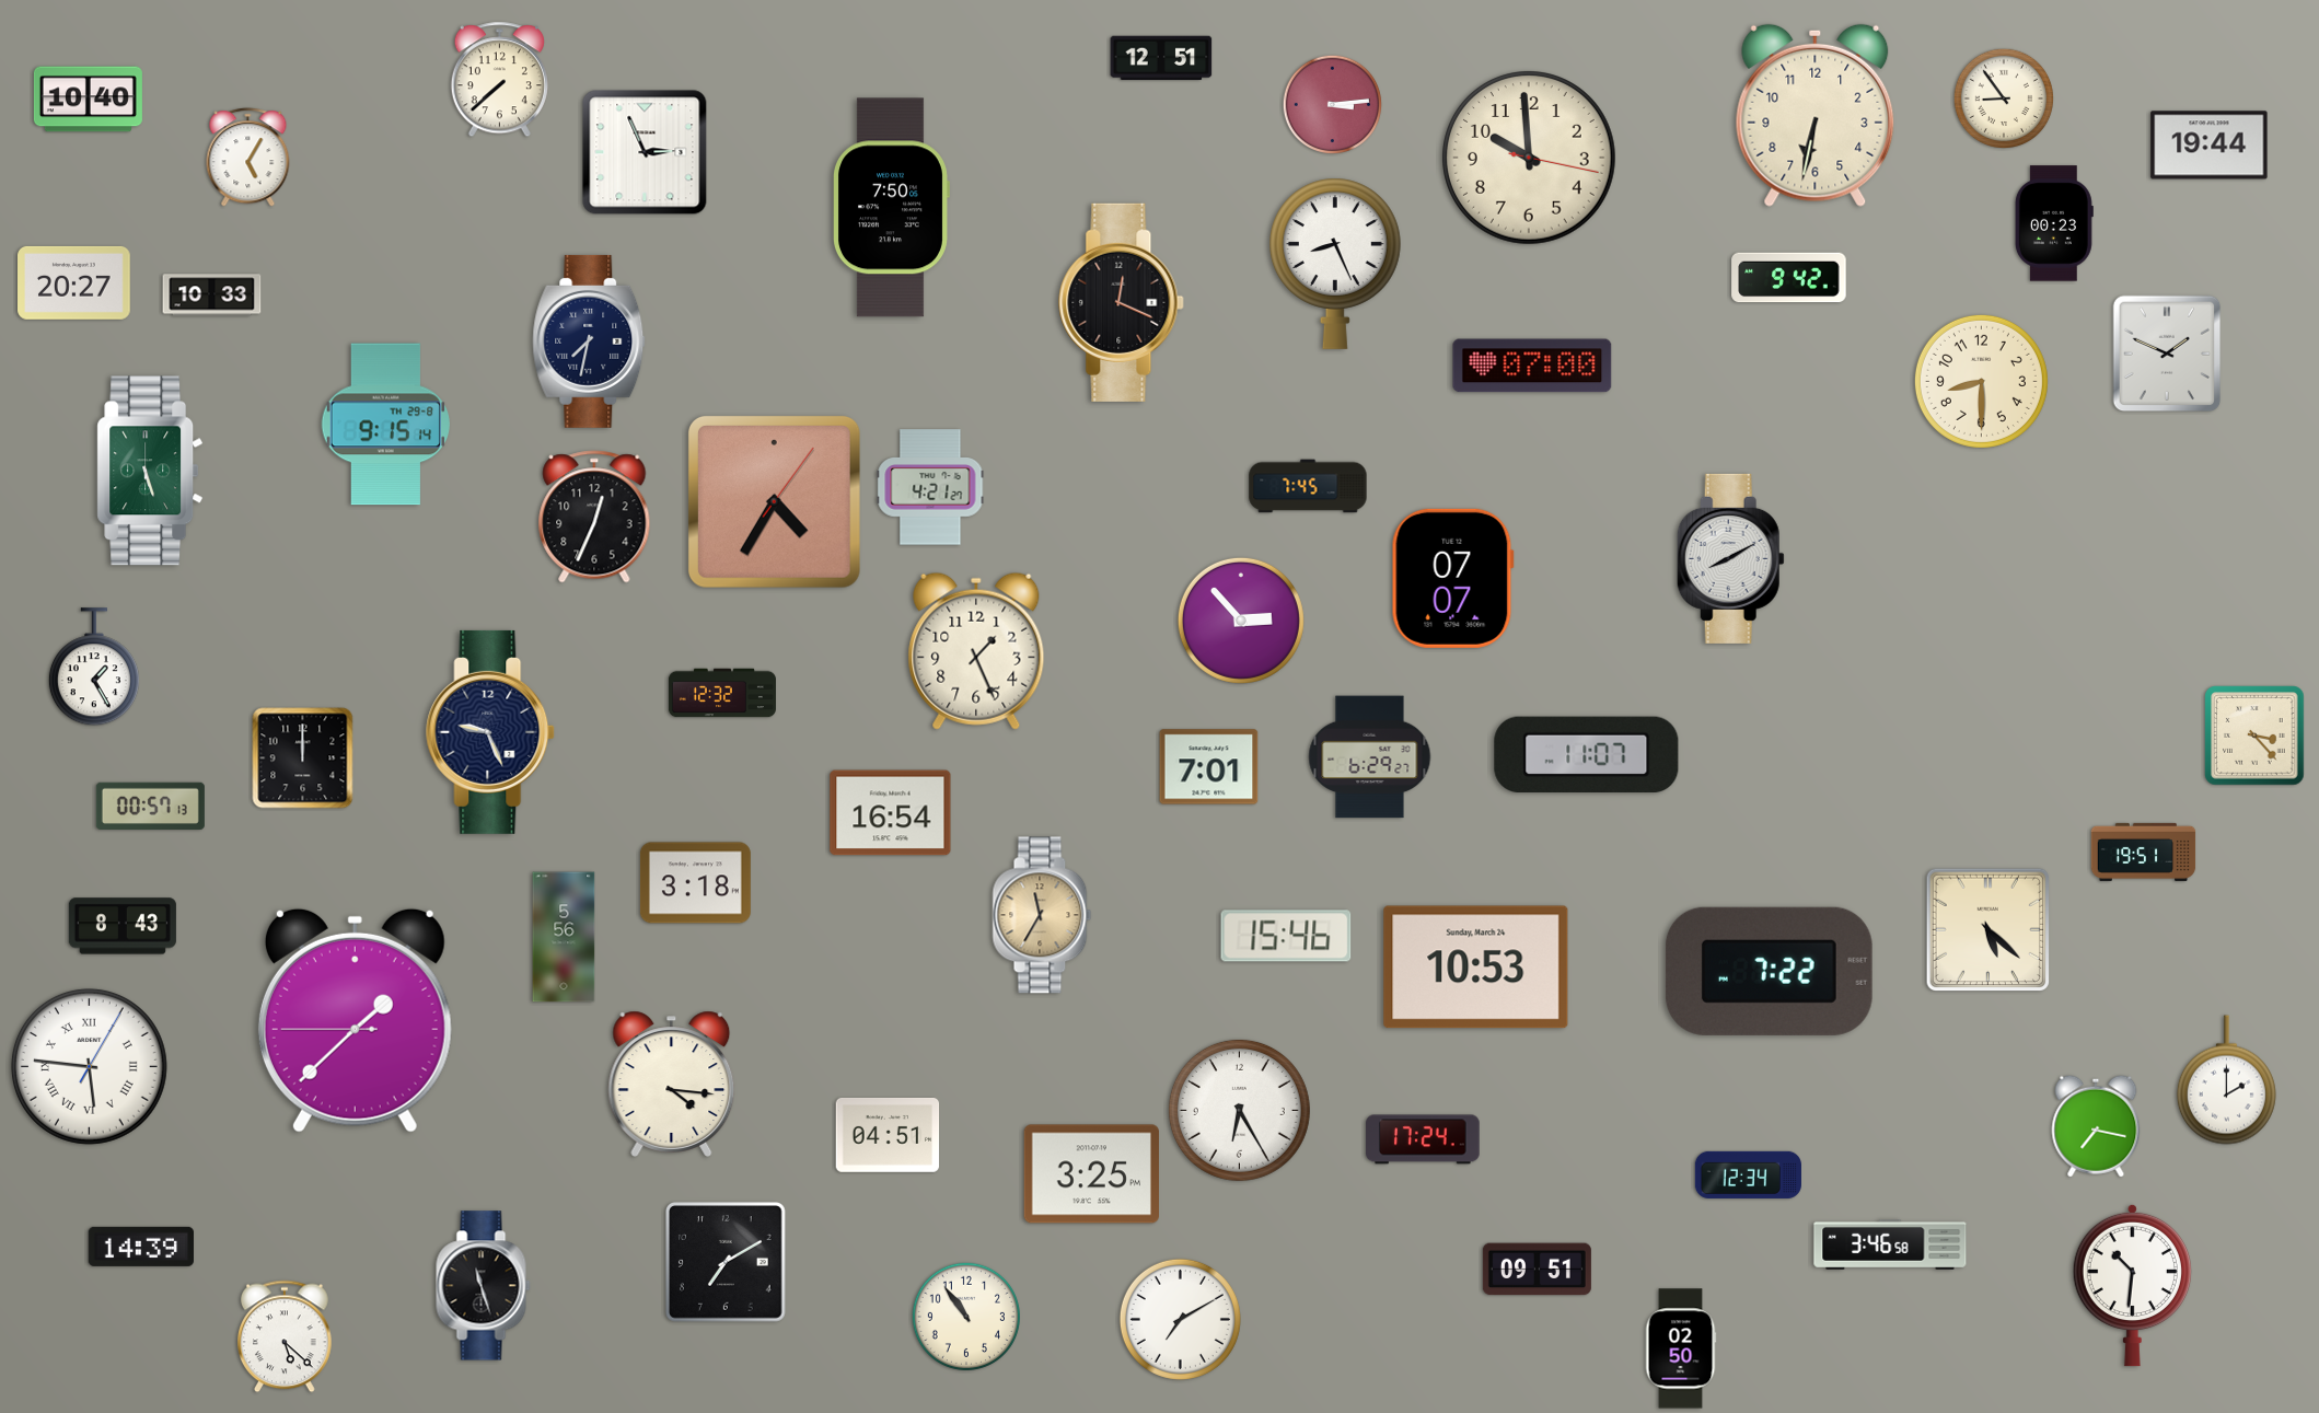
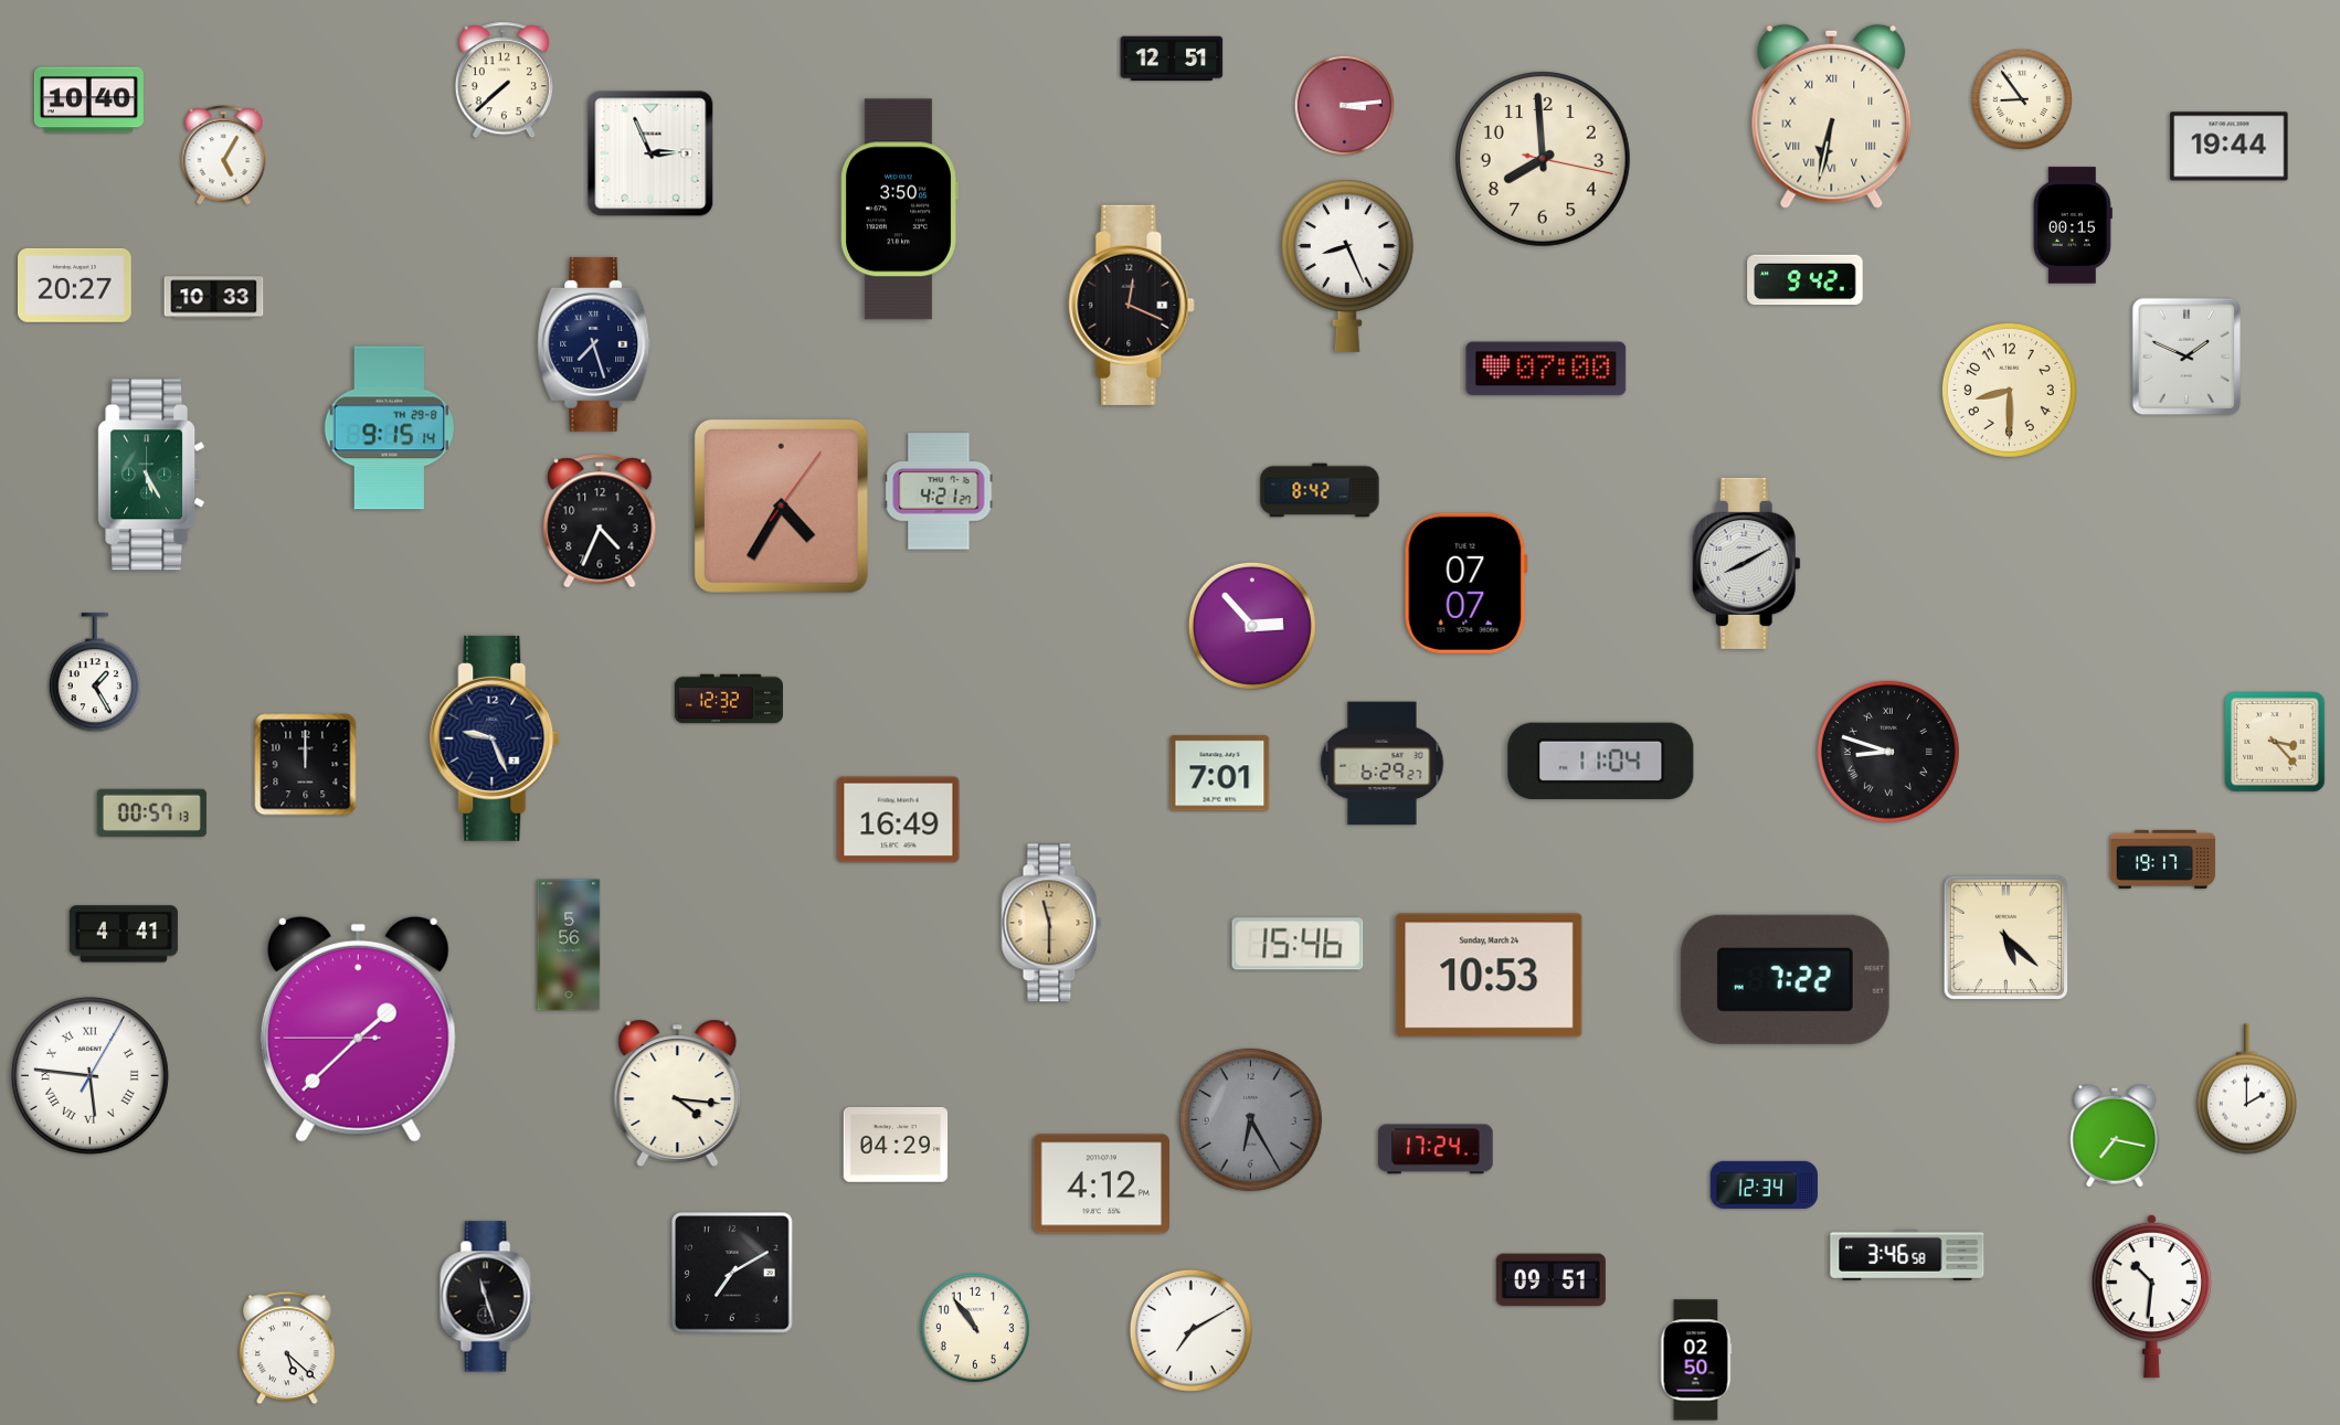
clock at (1816, 115) numerals: Arabic -> Roman
clock at (248, 158) position: (248, 158) -> (224, 156)
clock at (1530, 159): 9:59 -> 7:59
clock at (892, 208): 7:50 -> 3:50
clock at (2054, 223): 00:23 -> 00:15
clock at (589, 341): 7:32 -> 7:27
clock at (1981, 381) position: (1981, 381) -> (2009, 390)
clock at (150, 471): 5:27 -> 5:25
clock at (1308, 486): 7:45 -> 8:42
clock at (594, 517): 12:34 -> 4:34
clock at (976, 651): 1:26 -> none
clock at (1888, 752): none -> 8:48
clock at (1587, 755): 11:07 -> 11:04
clock at (891, 813): 16:54 -> 16:49
clock at (2144, 852): 19:51 -> 19:17
clock at (695, 883): 3:18 -> none
clock at (1042, 915): 11:35 -> 11:30
clock at (123, 926): 8:43 -> 4:41
clock at (1239, 1110) dial: white -> grey
clock at (888, 1135): 04:51 -> 04:29
clock at (1091, 1174): 3:25 -> 4:12
clock at (141, 1247): 14:39 -> none
